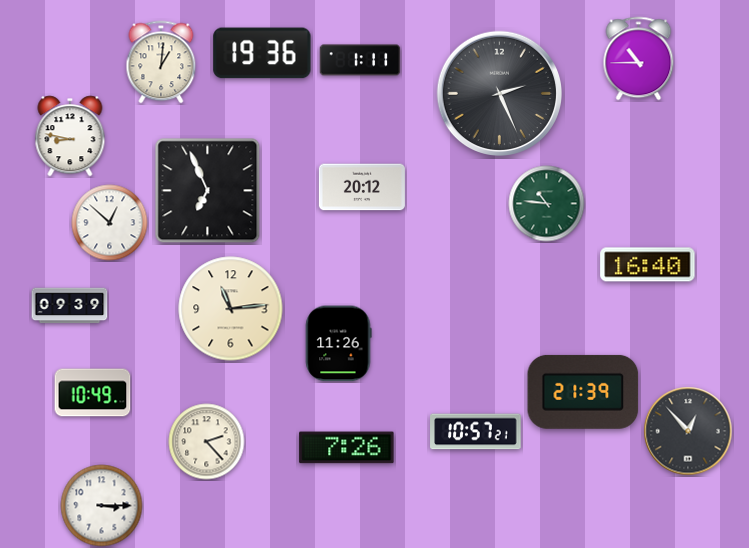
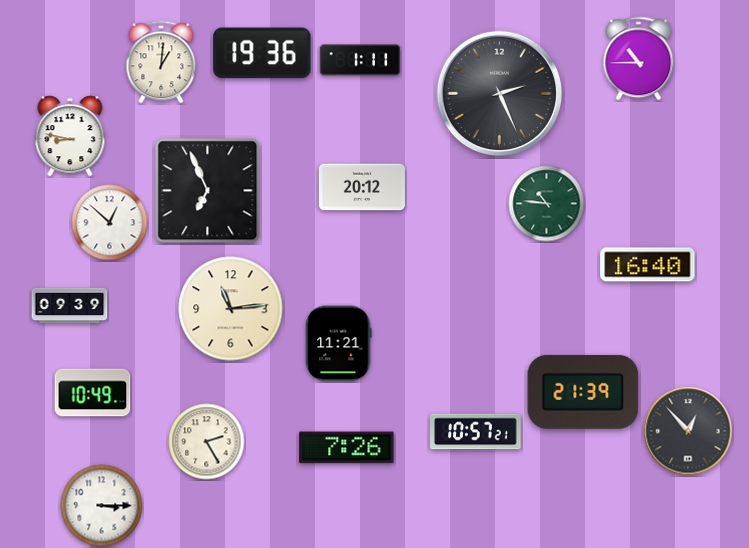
clock at (338, 344): 11:26 -> 11:21
clock at (207, 442): 2:23 -> 2:25
